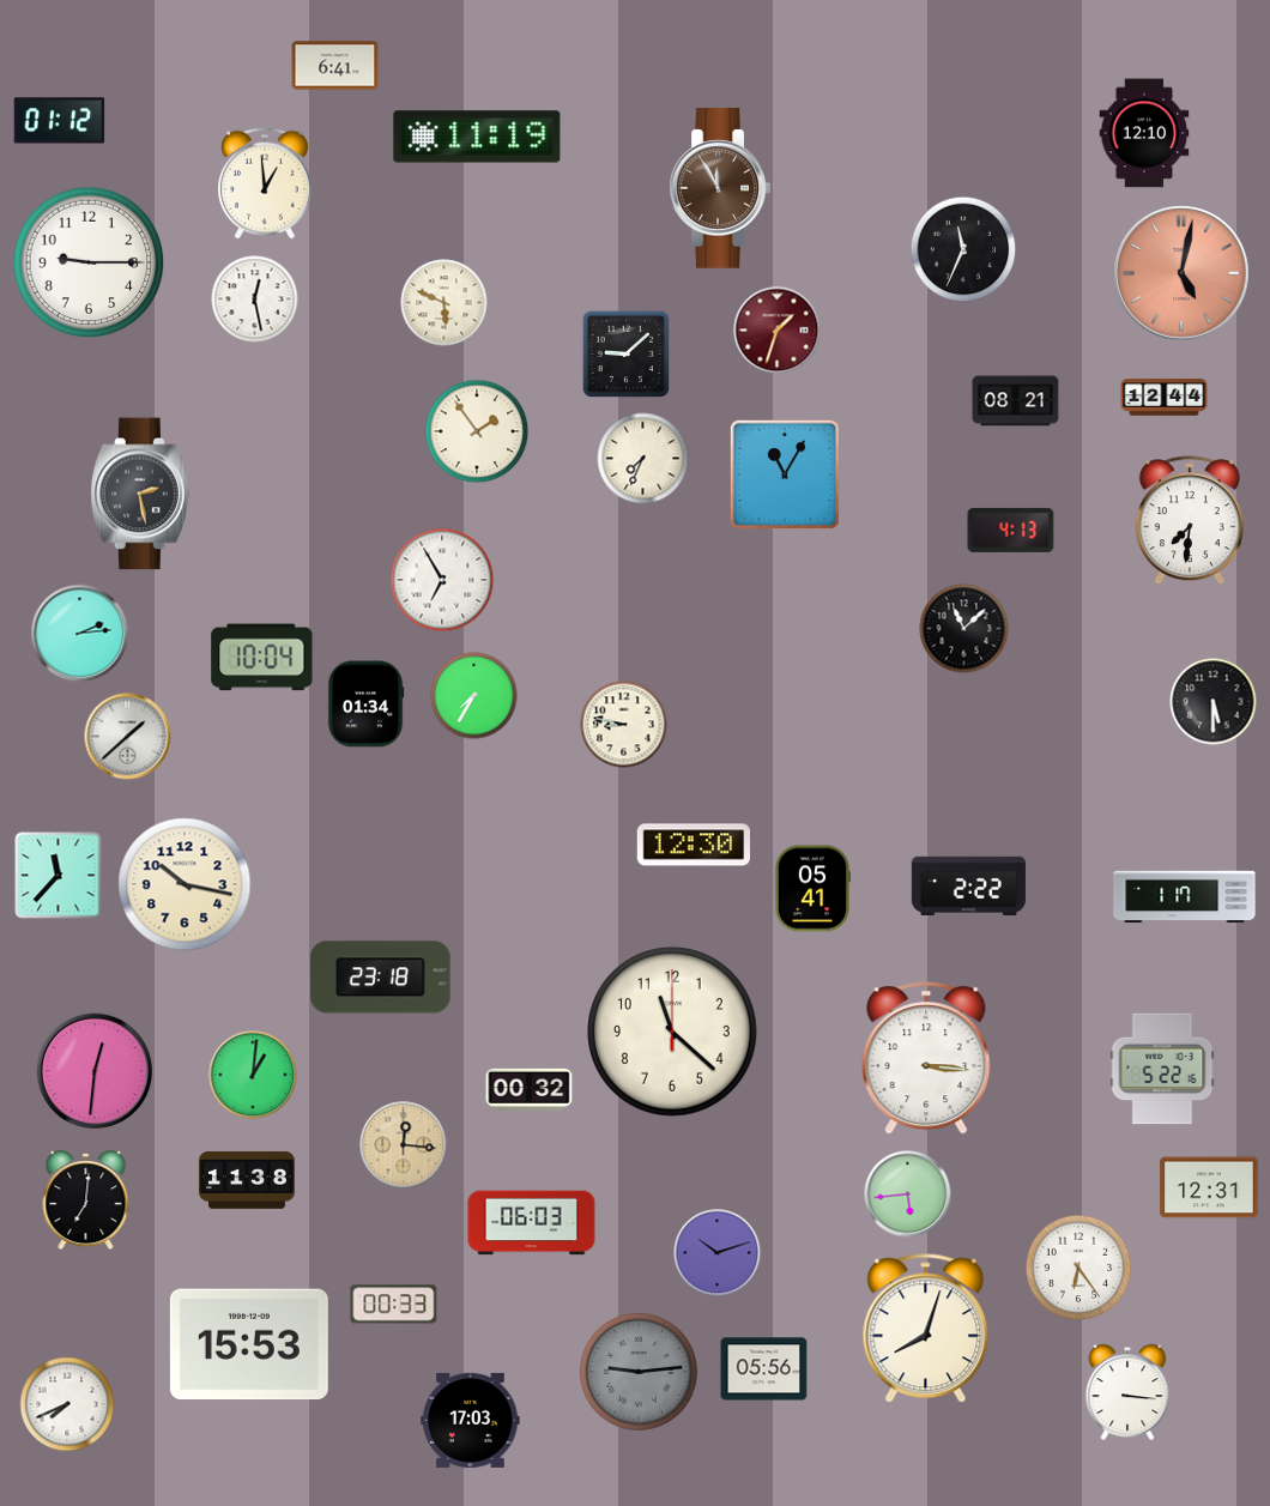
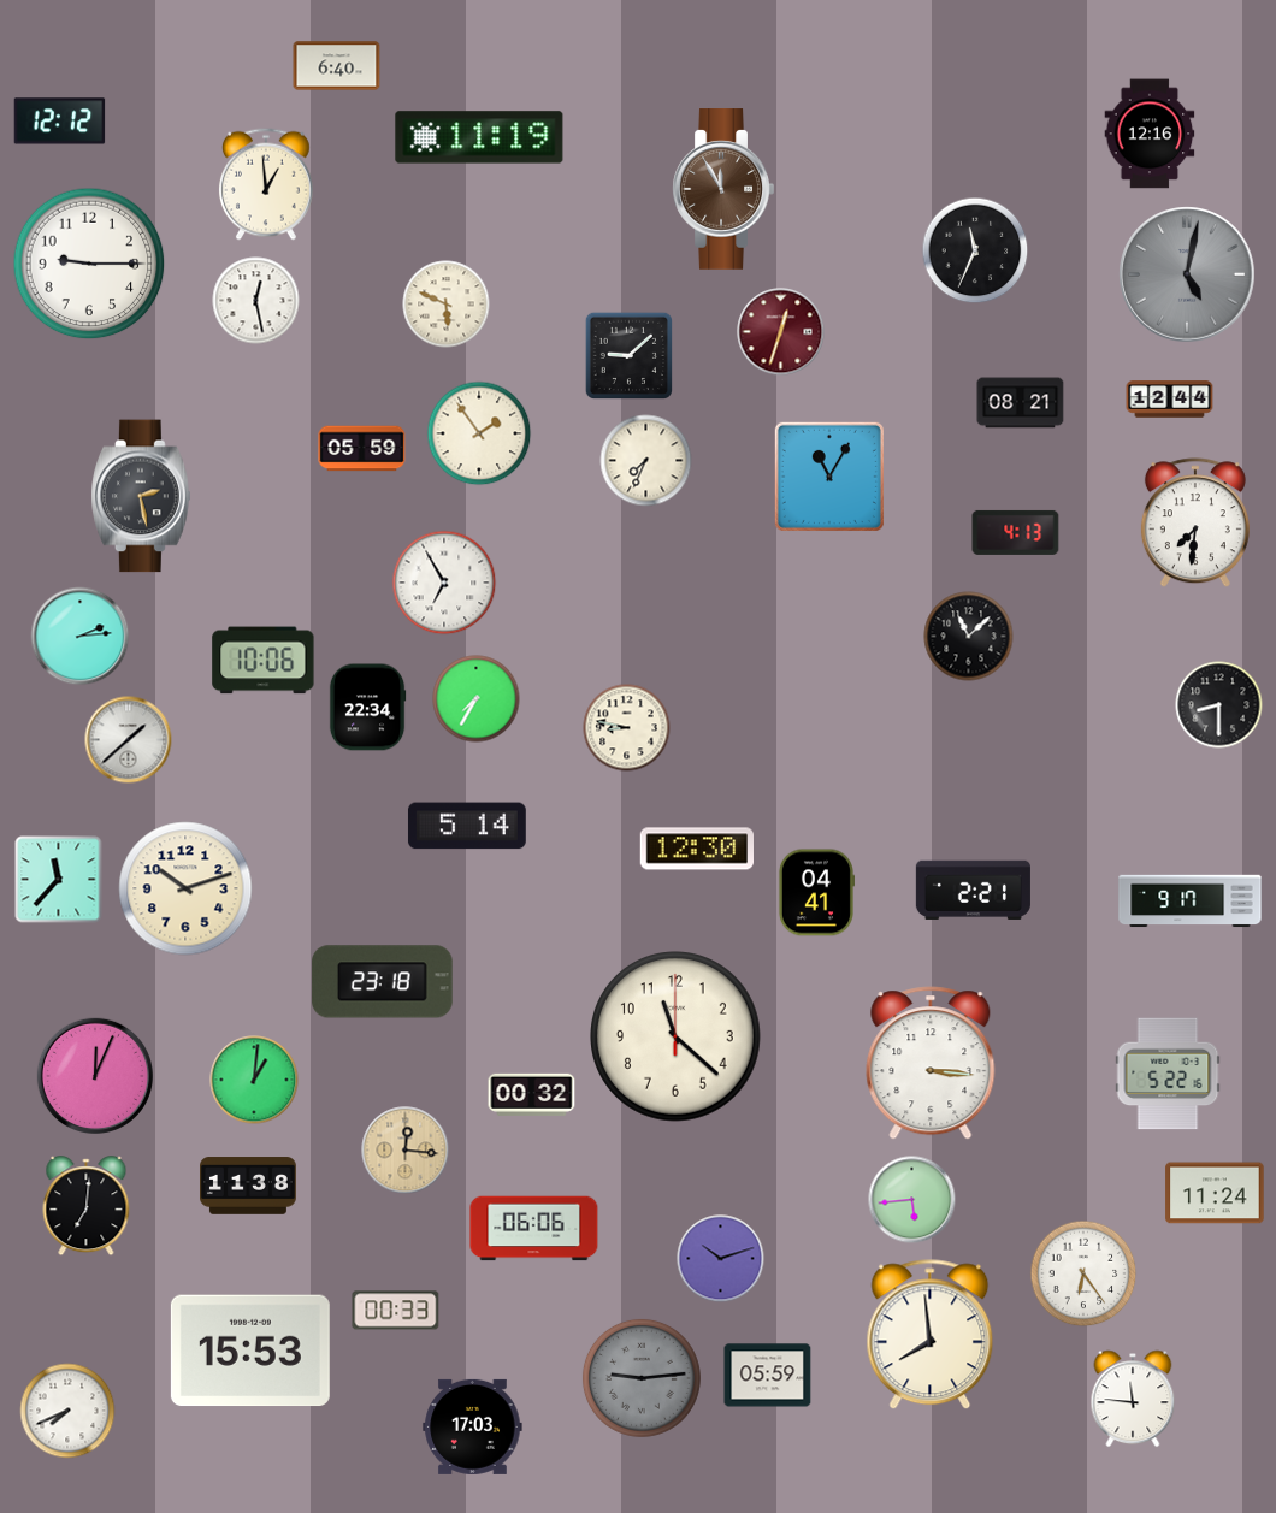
clock at (335, 66): 6:41 -> 6:40
clock at (60, 121): 01:12 -> 12:12
clock at (1144, 133): 12:10 -> 12:16
clock at (963, 249) position: (963, 249) -> (975, 250)
clock at (1181, 273) dial: salmon -> grey
clock at (778, 331): 1:33 -> 12:33
clock at (362, 449): none -> 05:59
clock at (785, 474) position: (785, 474) -> (829, 477)
clock at (964, 629) position: (964, 629) -> (969, 637)
clock at (262, 658): 10:04 -> 10:06
clock at (1214, 702): 5:30 -> 8:30
clock at (365, 704): 01:34 -> 22:34
clock at (467, 826): none -> 5:14
clock at (185, 884): 10:17 -> 10:12
clock at (968, 885): 2:22 -> 2:21
clock at (811, 889): 05:41 -> 04:41
clock at (1185, 897): 1:17 -> 9:17
clock at (95, 1071): 12:31 -> 12:04
clock at (1209, 1187): 12:31 -> 11:24
clock at (532, 1223): 06:03 -> 06:06
clock at (926, 1329): 8:03 -> 7:59
clock at (764, 1369): 05:56 -> 05:59
clock at (1127, 1392): 3:16 -> 11:46
